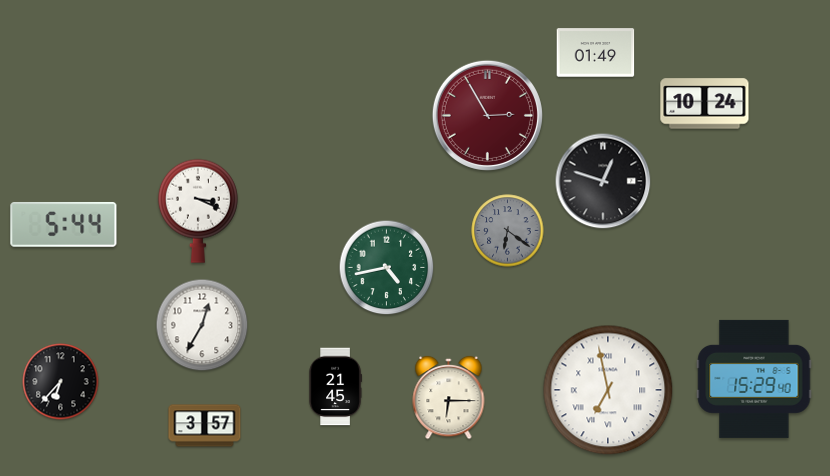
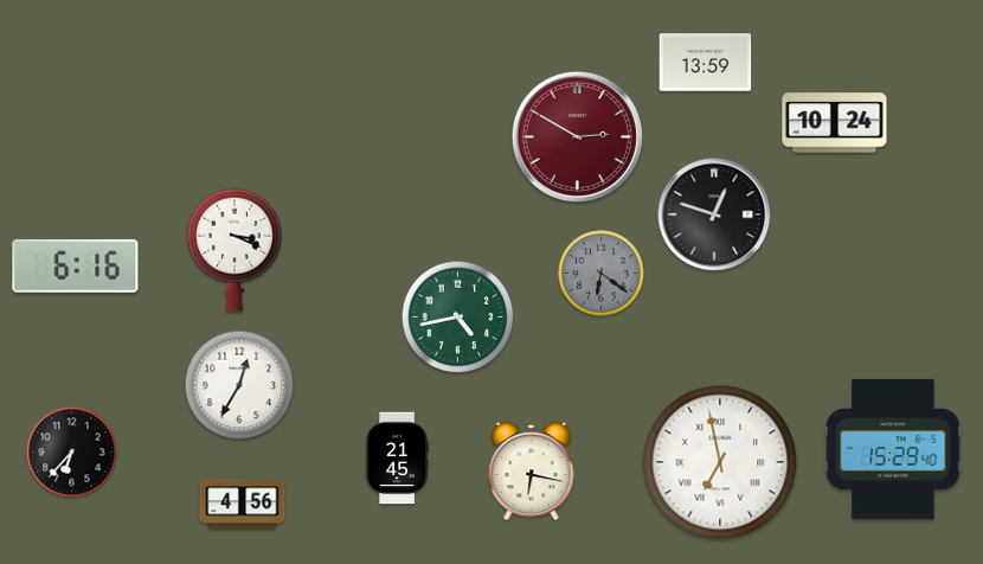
clock at (596, 53): 01:49 -> 13:59
clock at (487, 115): 2:55 -> 2:50
clock at (64, 224): 5:44 -> 6:16
clock at (449, 398): 6:15 -> 6:17
clock at (205, 426): 3:57 -> 4:56
